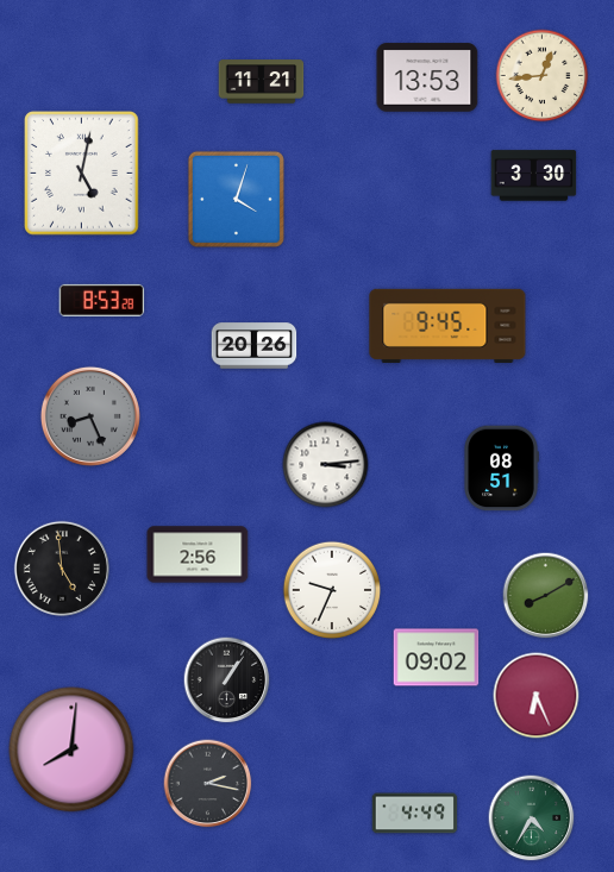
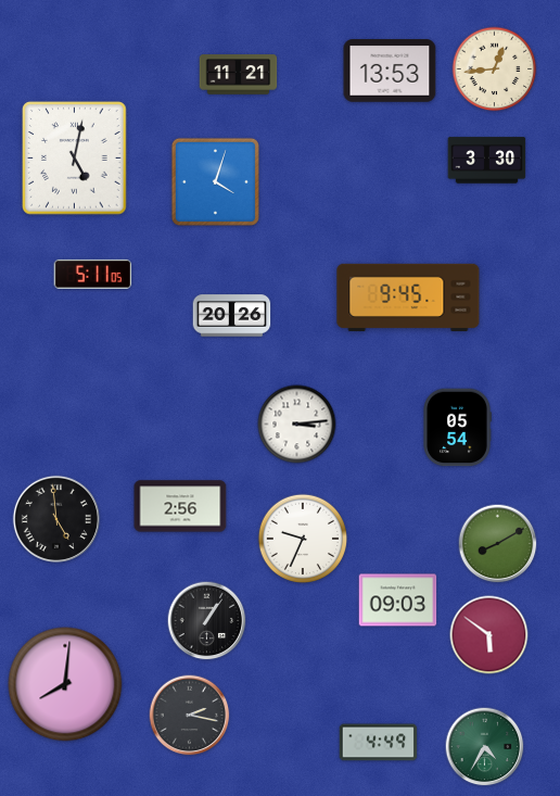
clock at (102, 300): 8:53 -> 5:11
clock at (90, 416): 8:26 -> none
clock at (501, 469): 08:51 -> 05:54
clock at (437, 658): 09:02 -> 09:03
clock at (537, 696): 6:26 -> 5:51
